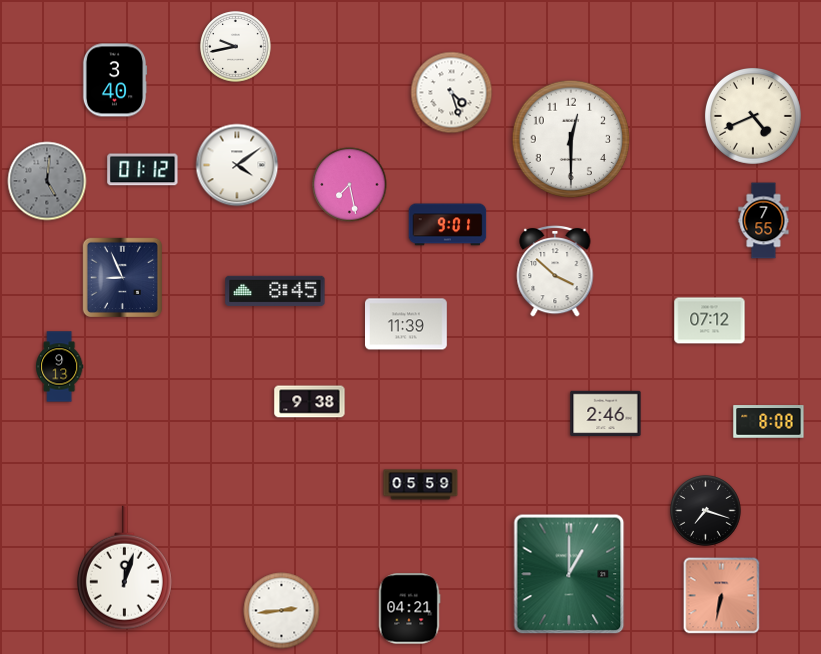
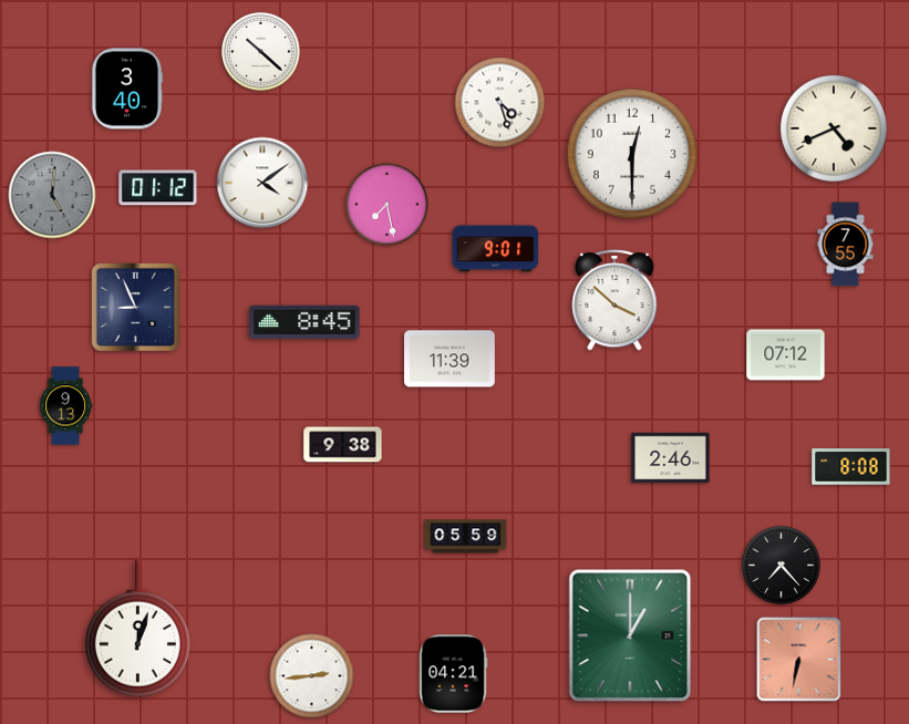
clock at (236, 47): 9:43 -> 10:22
clock at (47, 181) position: (47, 181) -> (52, 195)
clock at (706, 511): 7:18 -> 7:23
